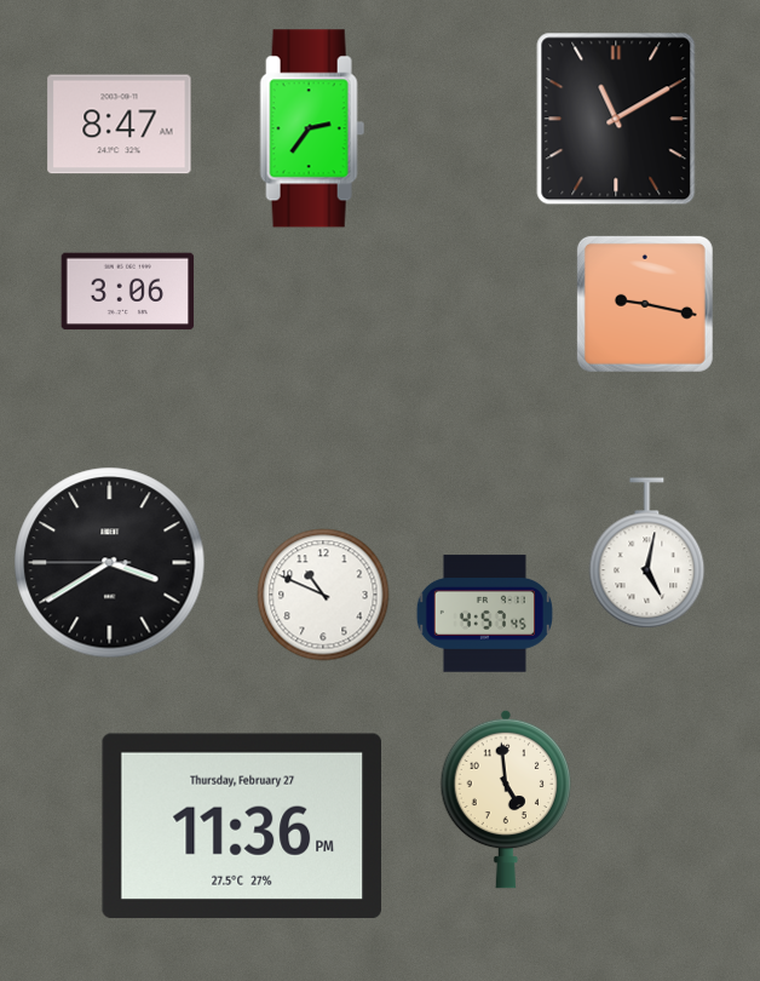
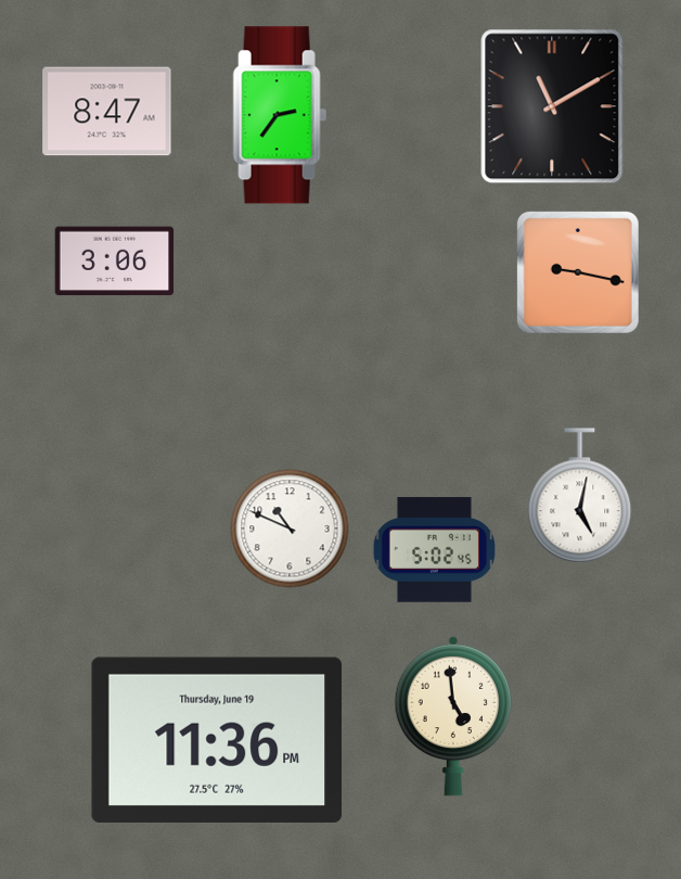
clock at (110, 563): 3:39 -> none
clock at (323, 595) position: (323, 595) -> (290, 528)
clock at (484, 614): 4:57 -> 5:02
clock at (241, 826) date: Thursday, February 27 -> Thursday, June 19
